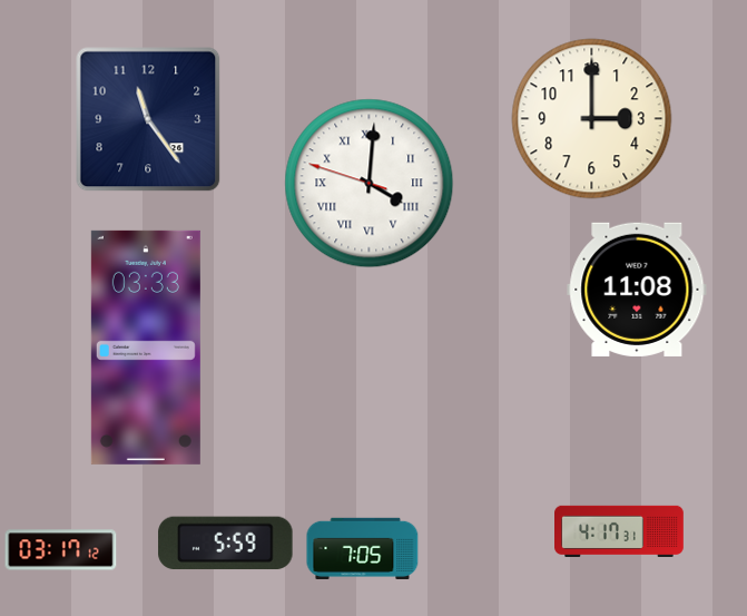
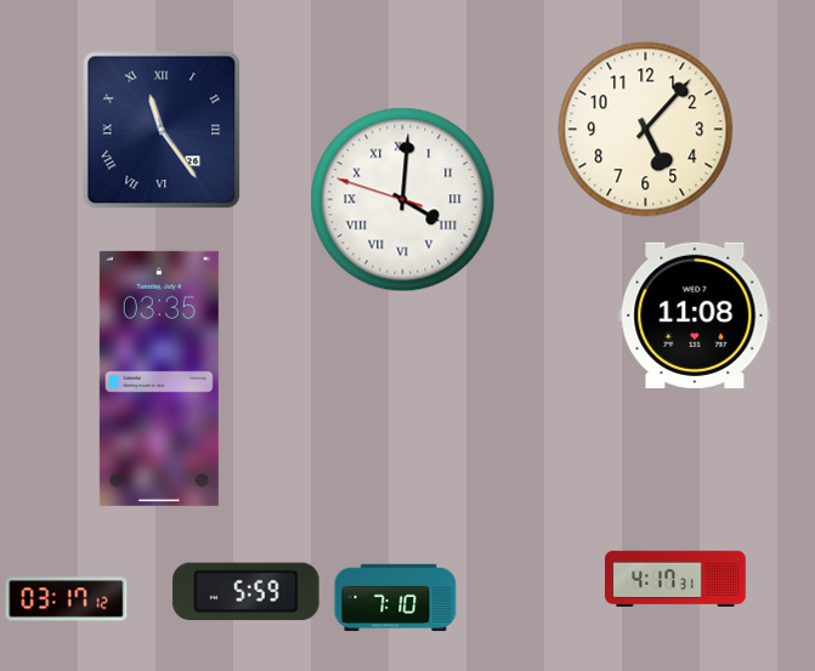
clock at (148, 119) numerals: Arabic -> Roman
clock at (592, 119): 3:00 -> 5:07
clock at (146, 348): 03:33 -> 03:35
clock at (363, 548): 7:05 -> 7:10
